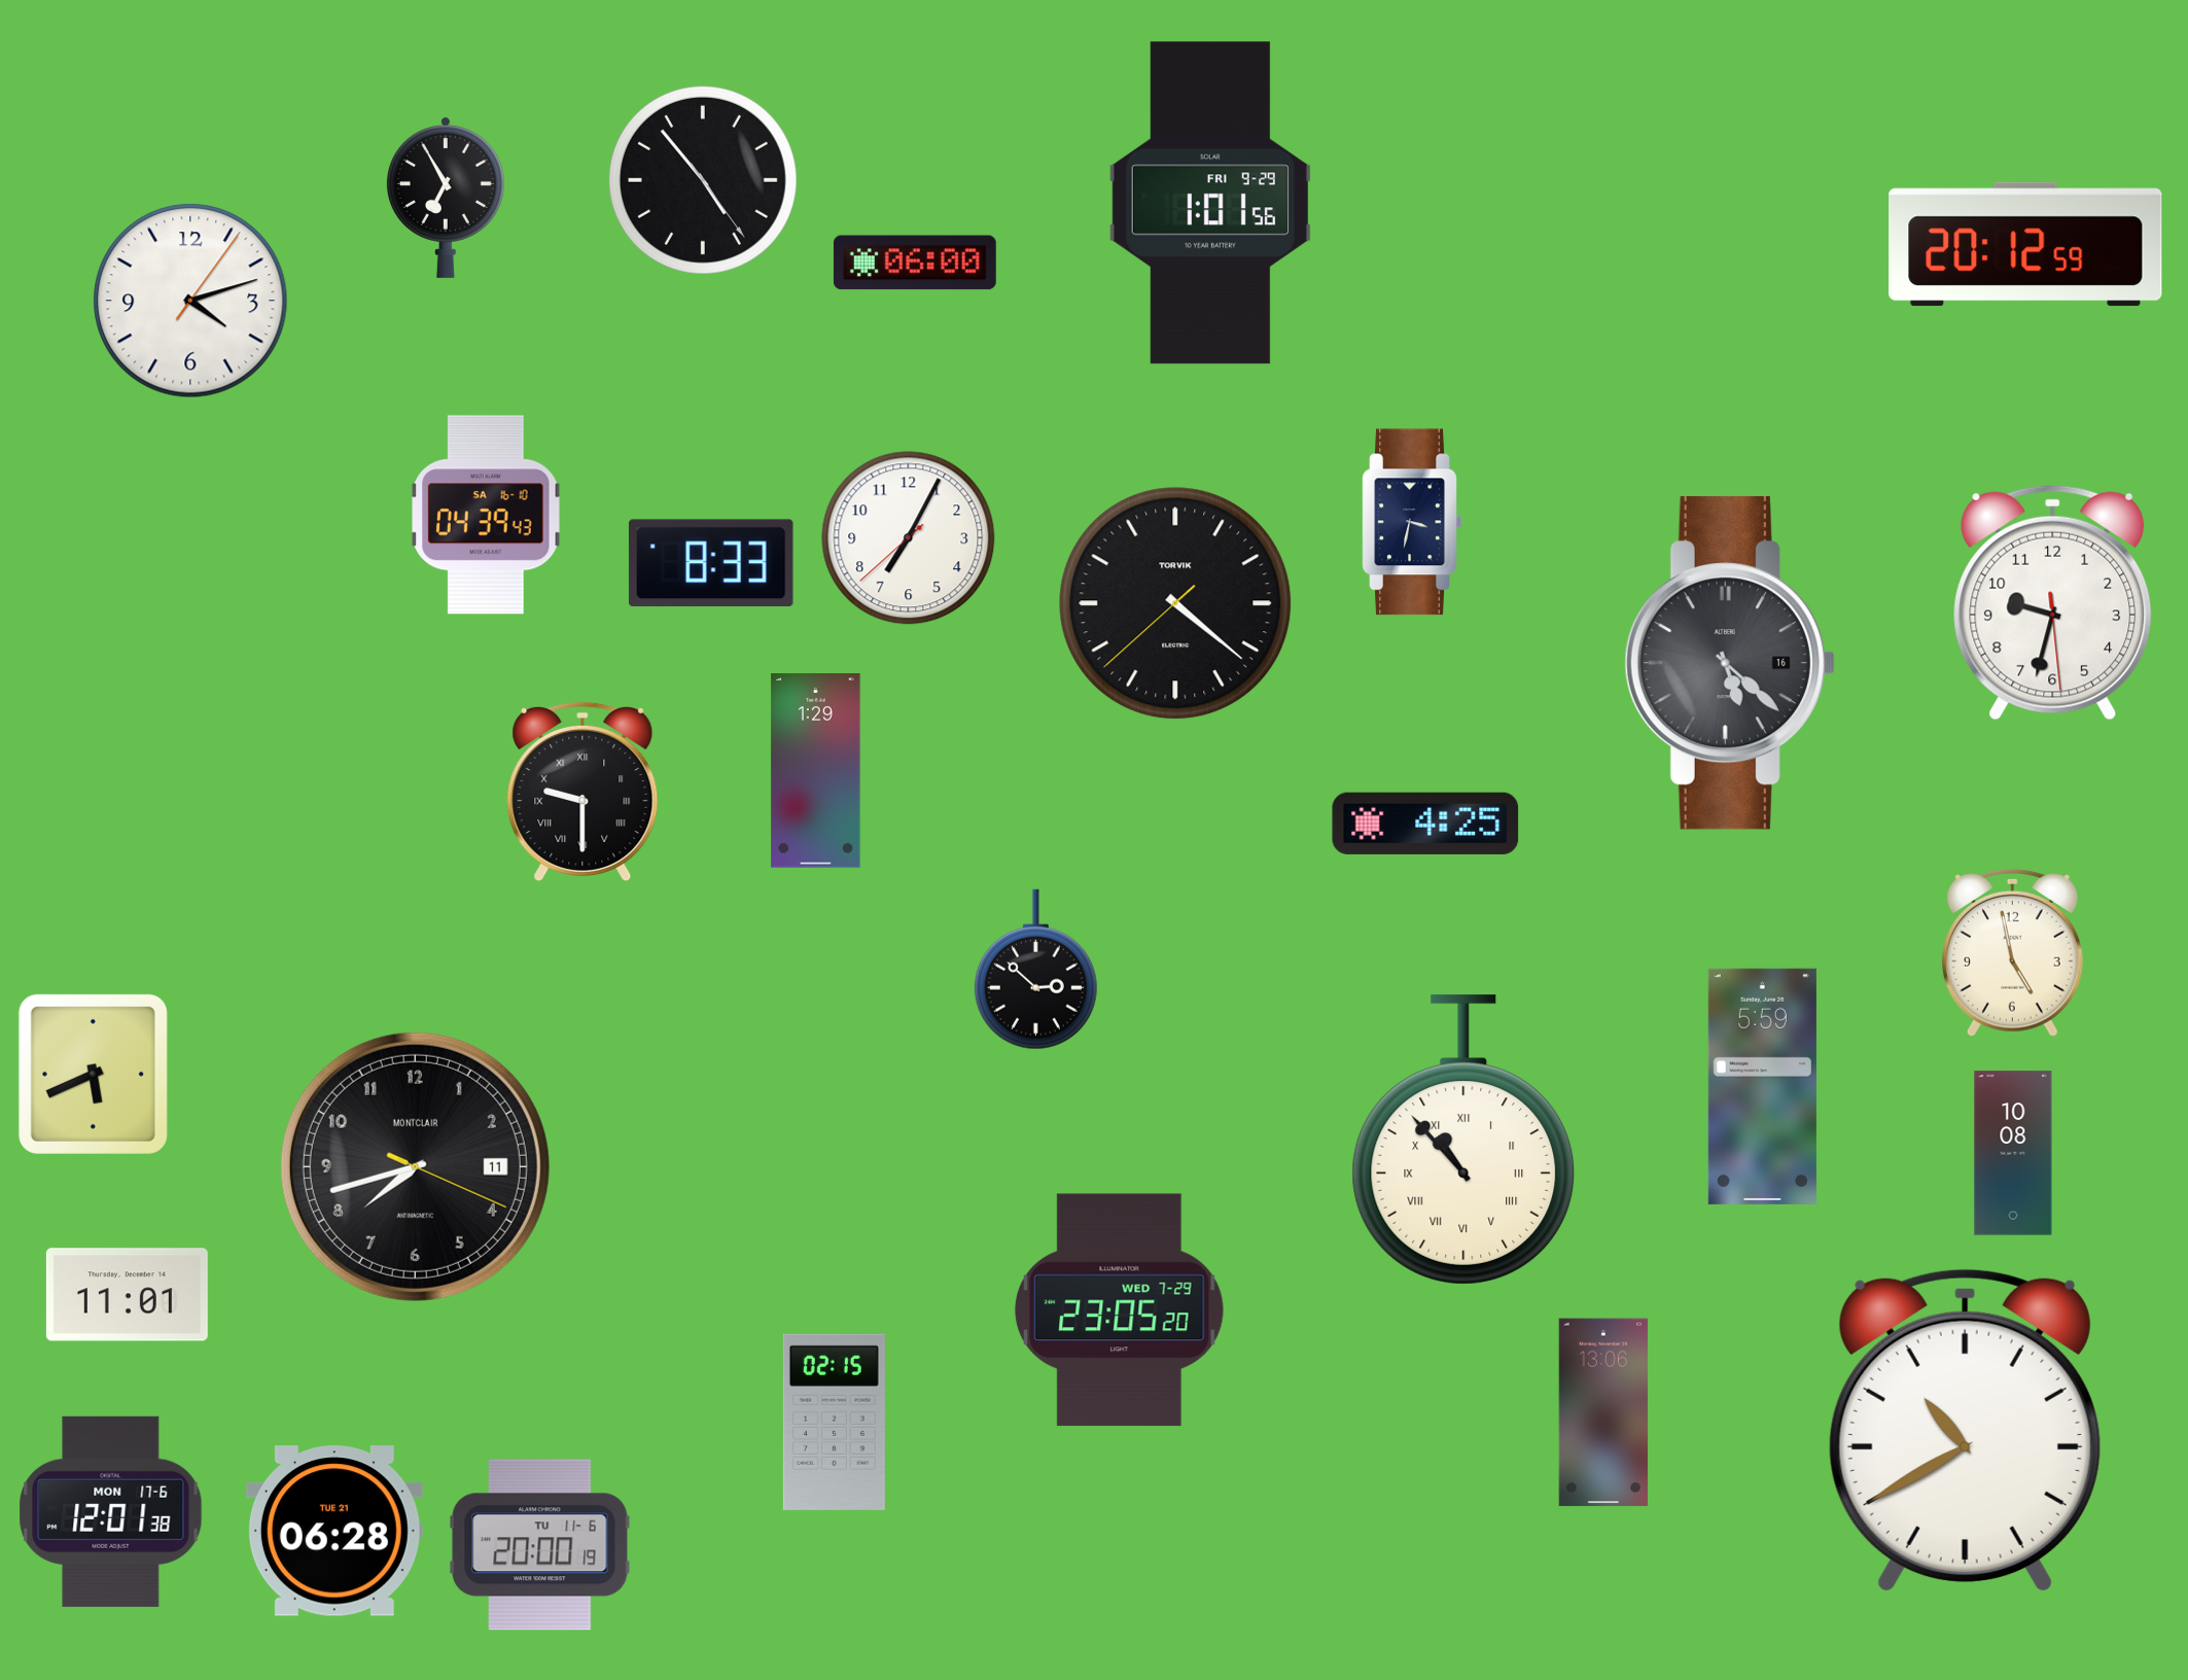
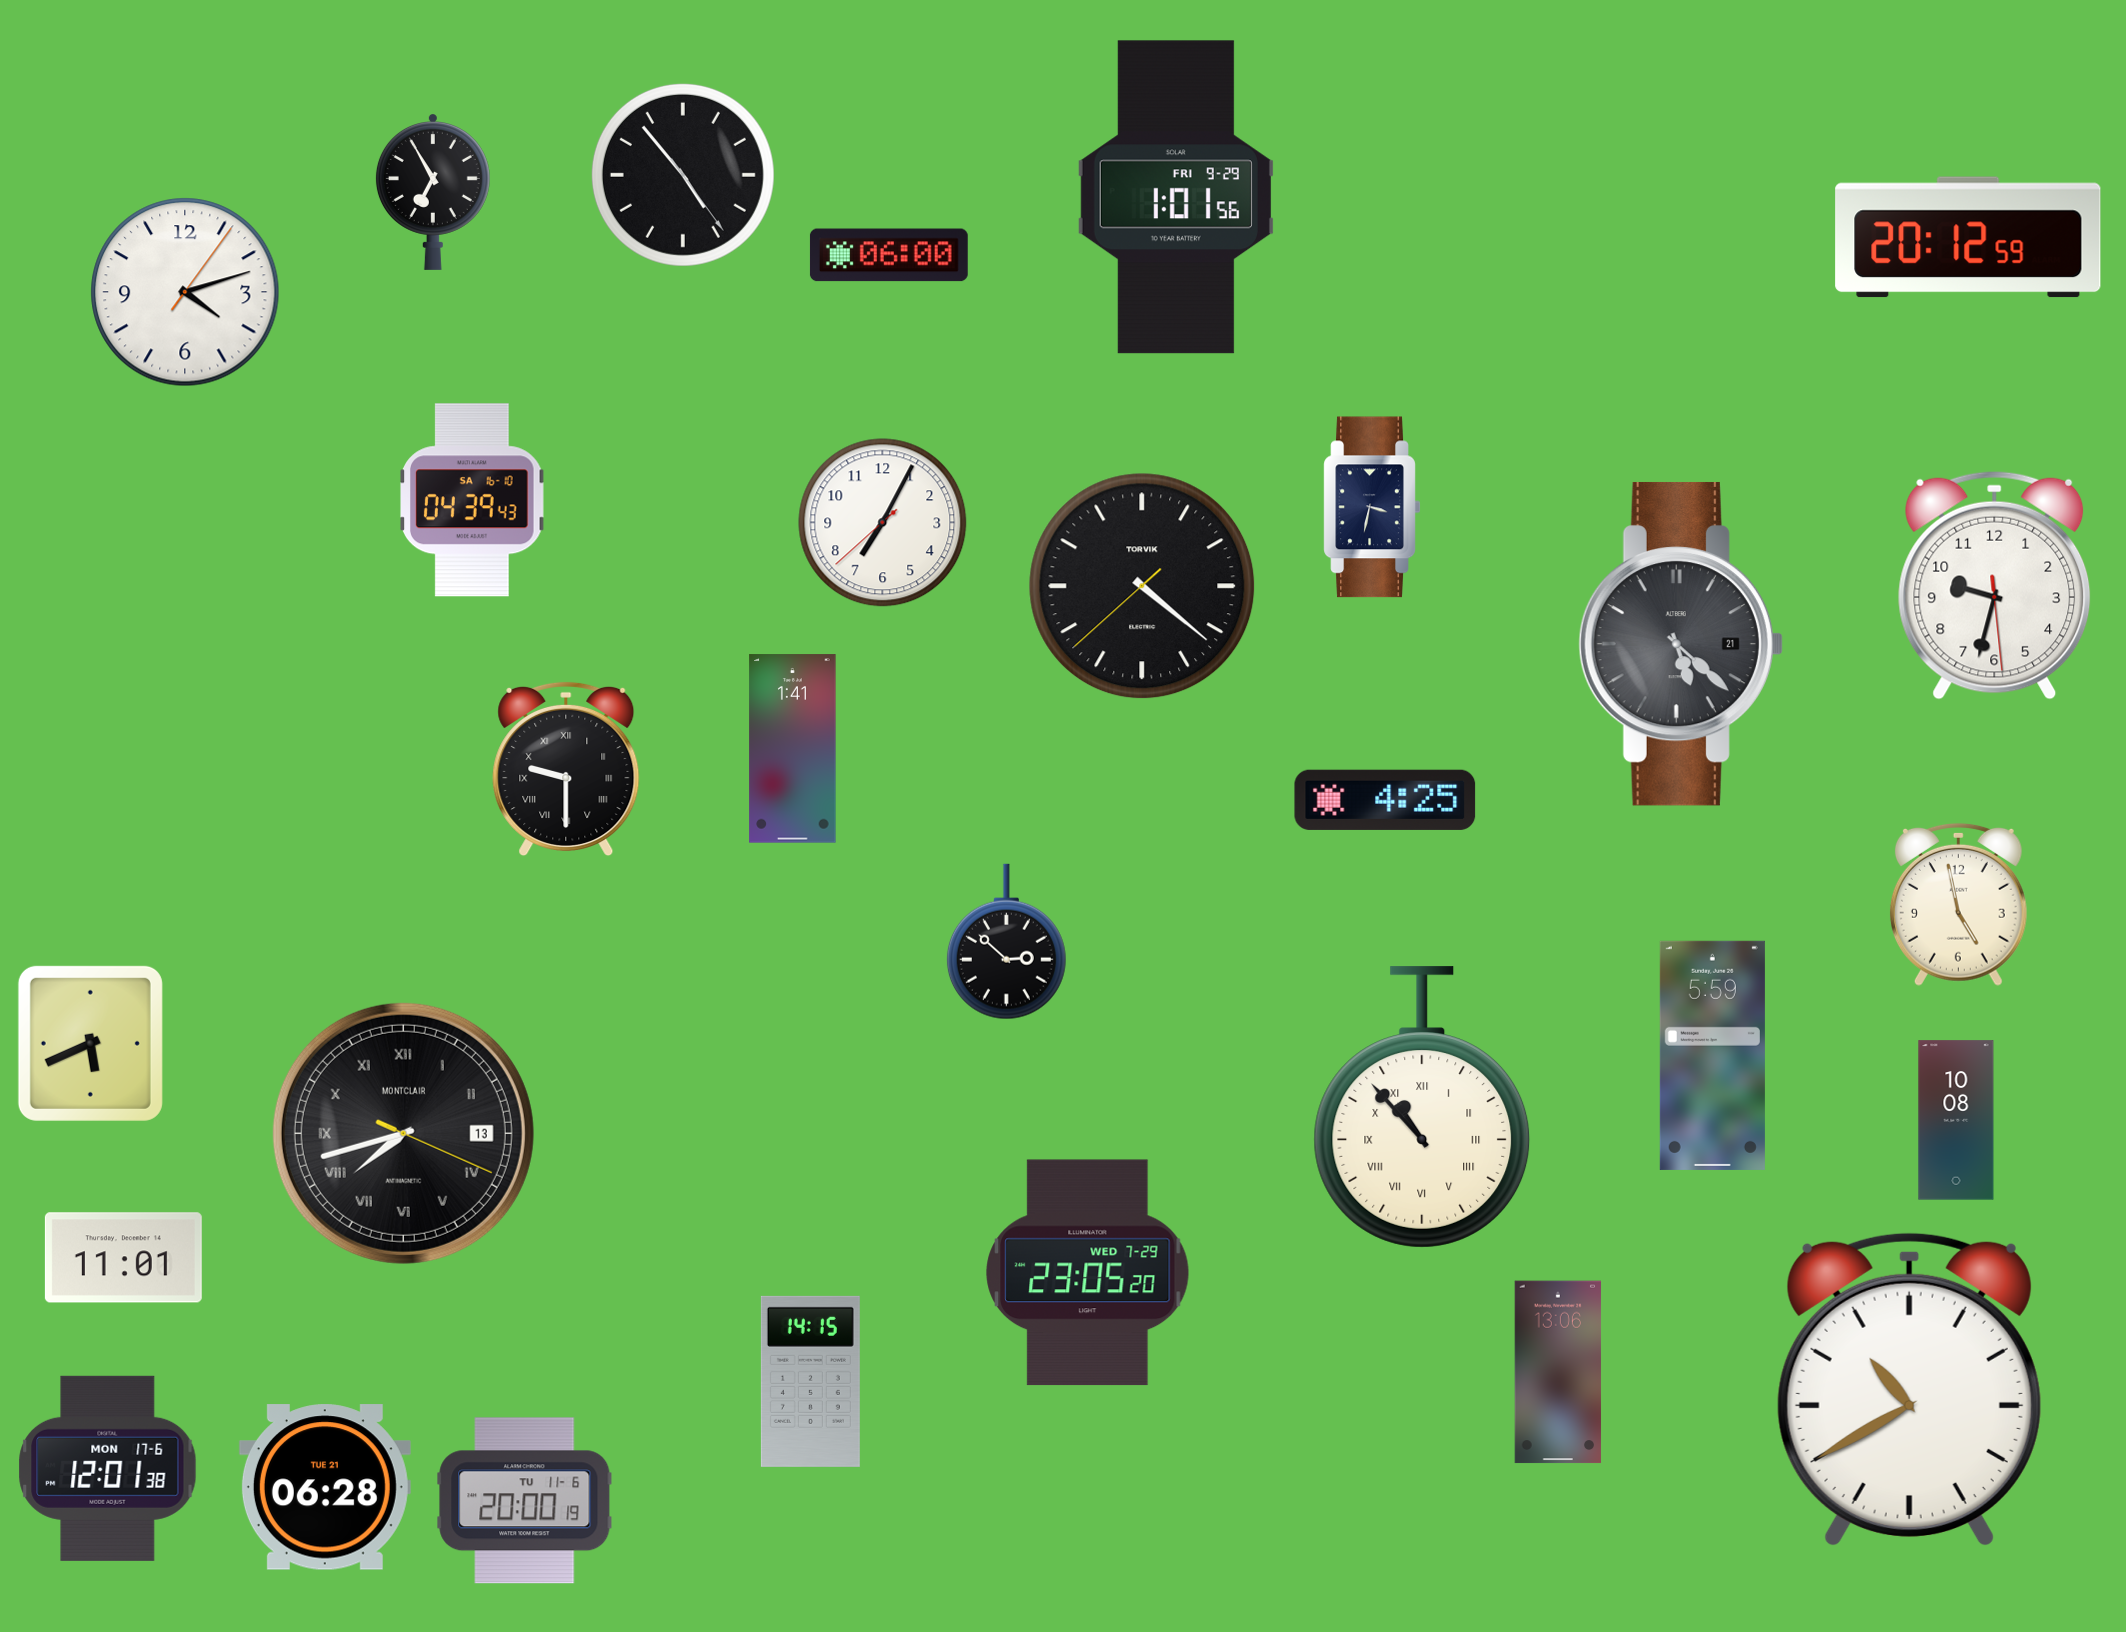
clock at (711, 563): 8:33 -> none
clock at (1730, 663) date: 16 -> 21
clock at (816, 771): 1:29 -> 1:41
clock at (2012, 952) position: (2012, 952) -> (1958, 904)
clock at (415, 1166) date: 11 -> 13
clock at (415, 1166) numerals: Arabic -> Roman
clock at (834, 1422): 02:15 -> 14:15
